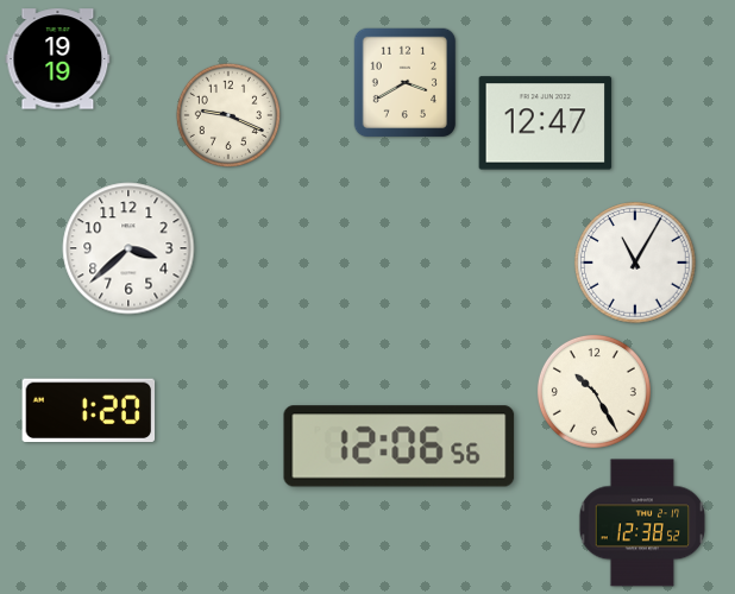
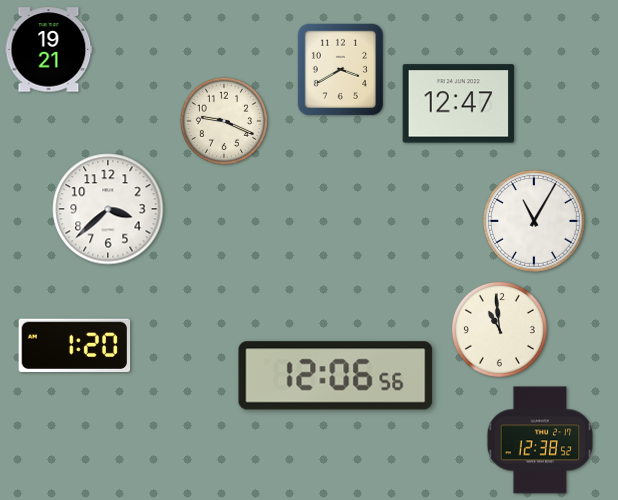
clock at (58, 59): 19:19 -> 19:21
clock at (227, 114) position: (227, 114) -> (223, 120)
clock at (593, 391): 10:25 -> 10:59
